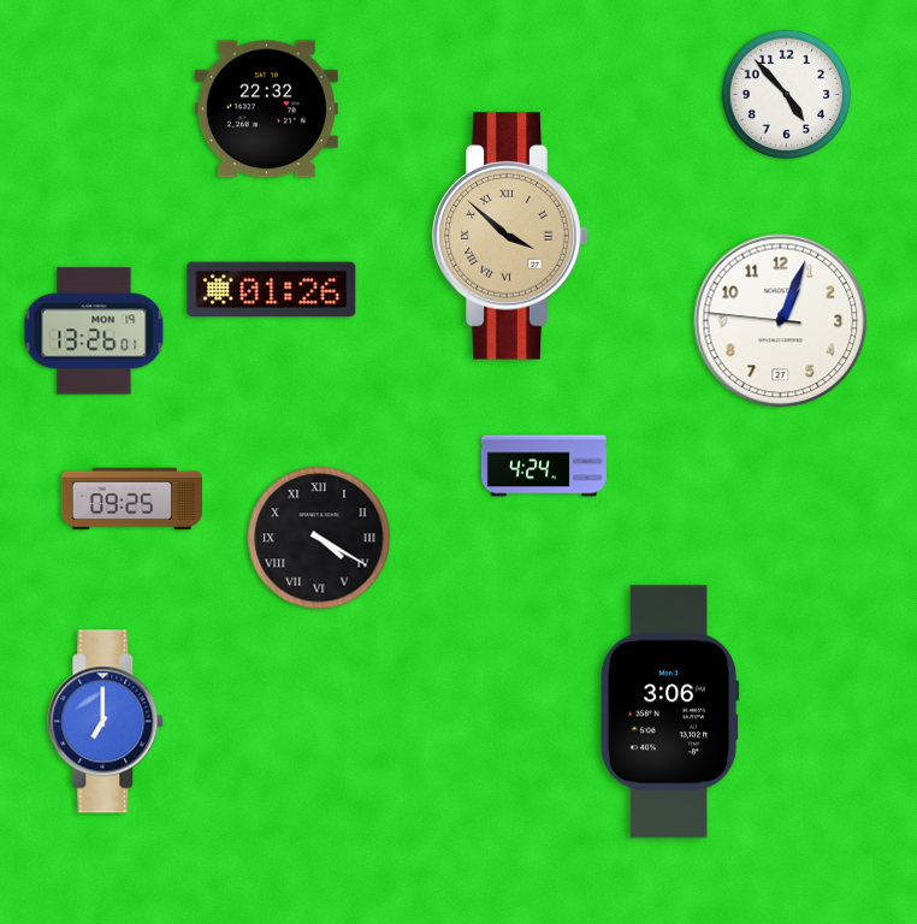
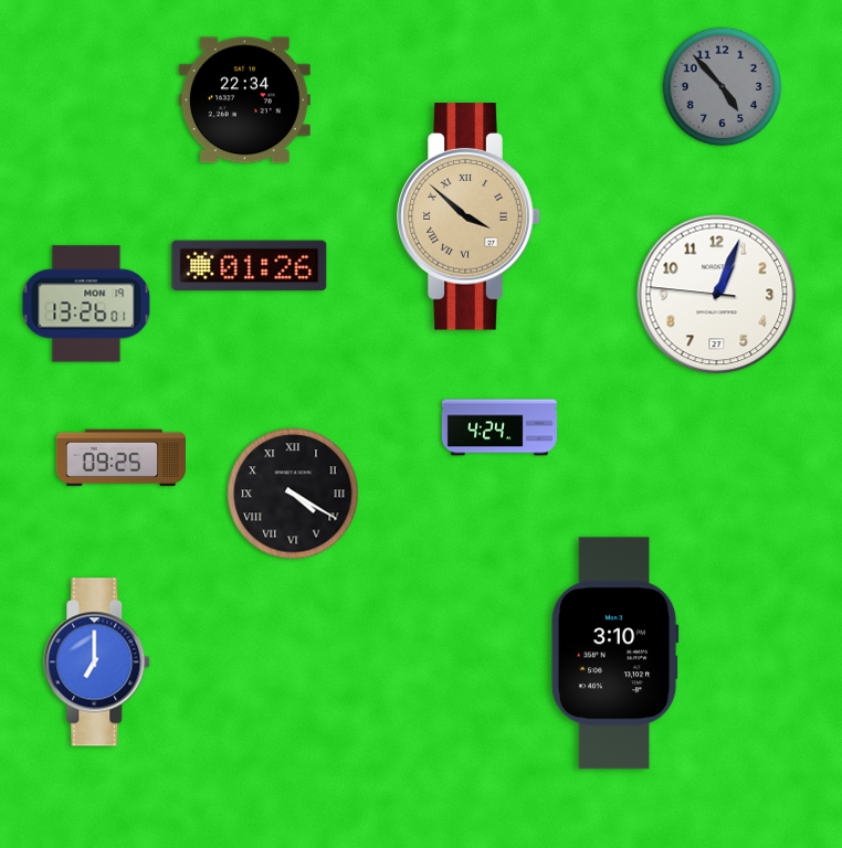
clock at (787, 95) dial: white -> grey
clock at (266, 109): 22:32 -> 22:34
clock at (669, 712): 3:06 -> 3:10
